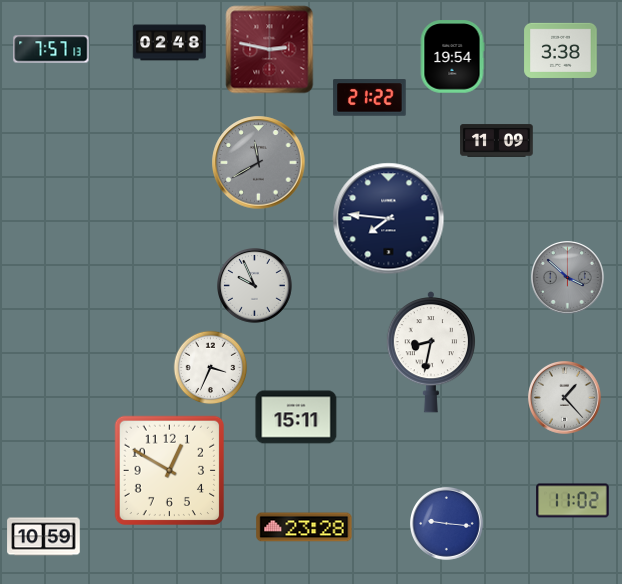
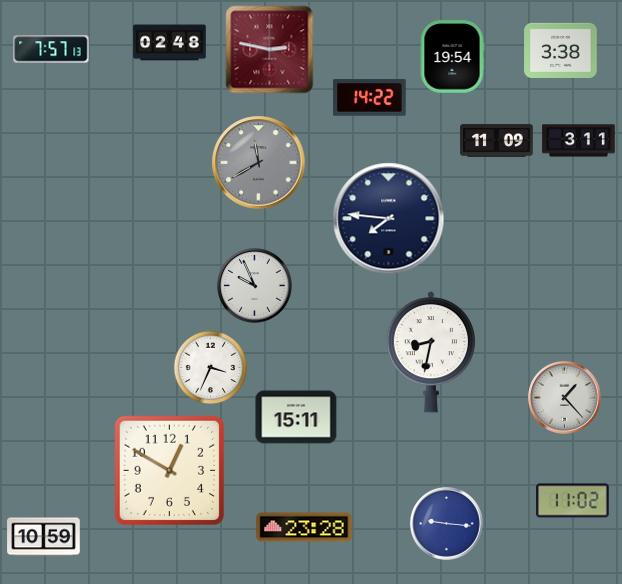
clock at (370, 98): 21:22 -> 14:22
clock at (579, 141): none -> 3:11
clock at (568, 278): 3:52 -> none
